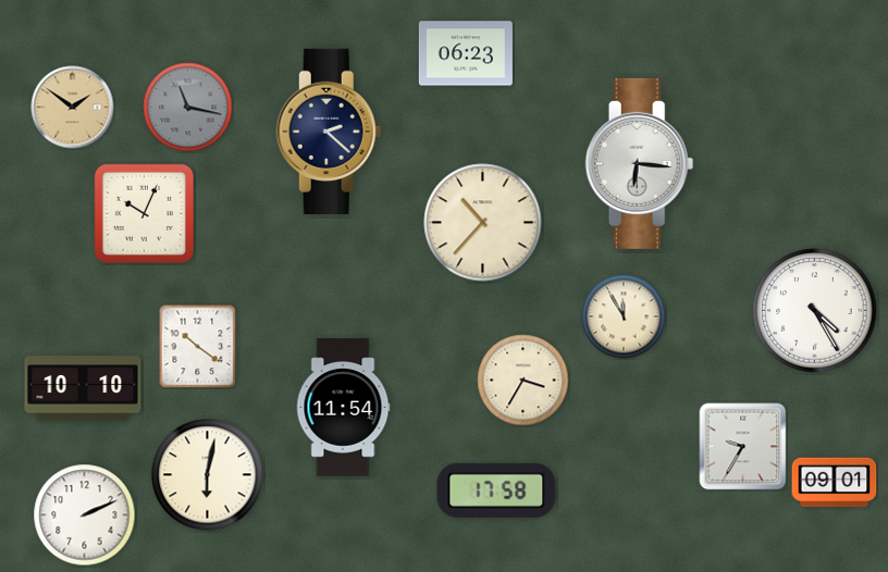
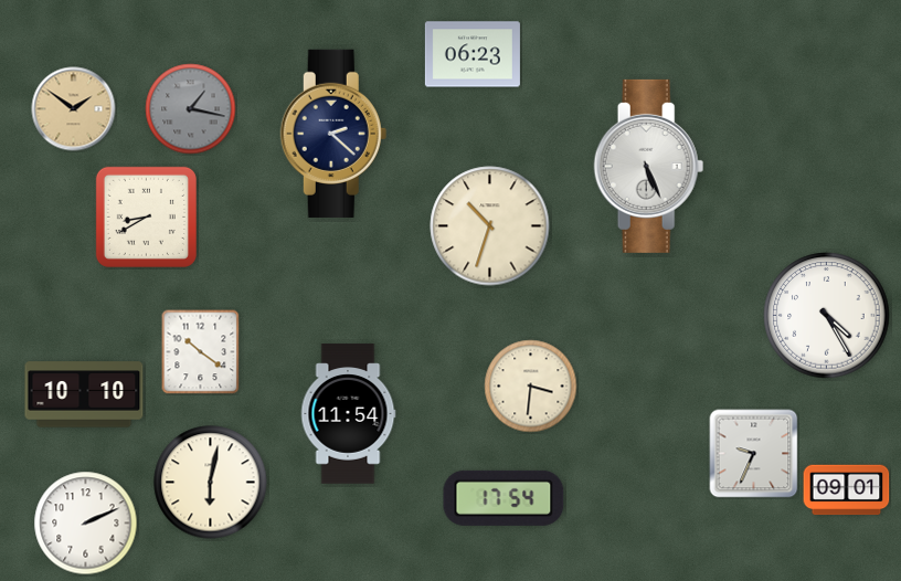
clock at (188, 108): 11:17 -> 1:17
clock at (640, 163): 6:16 -> 5:26
clock at (144, 213): 10:04 -> 8:40
clock at (483, 223): 10:37 -> 10:33
clock at (624, 316): 11:55 -> none
clock at (523, 381): 3:35 -> 3:31
clock at (743, 447): 9:35 -> 9:34
clock at (496, 490): 17:58 -> 17:54
